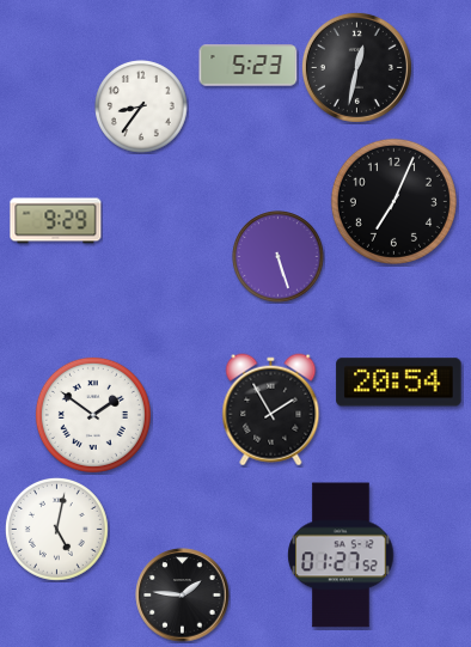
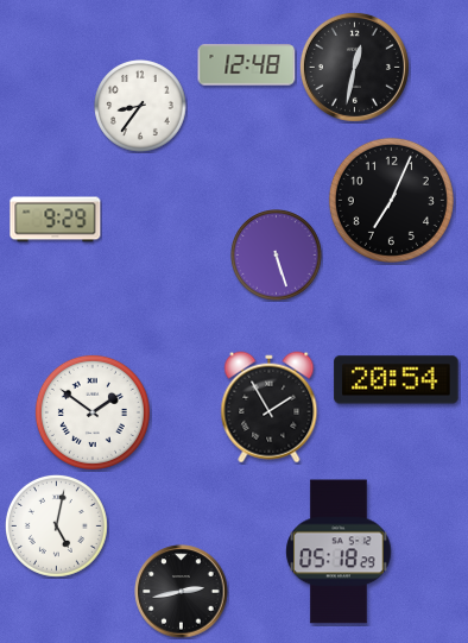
clock at (249, 66): 5:23 -> 12:48
clock at (341, 555): 01:27 -> 05:18
clock at (183, 596): 1:46 -> 2:43
